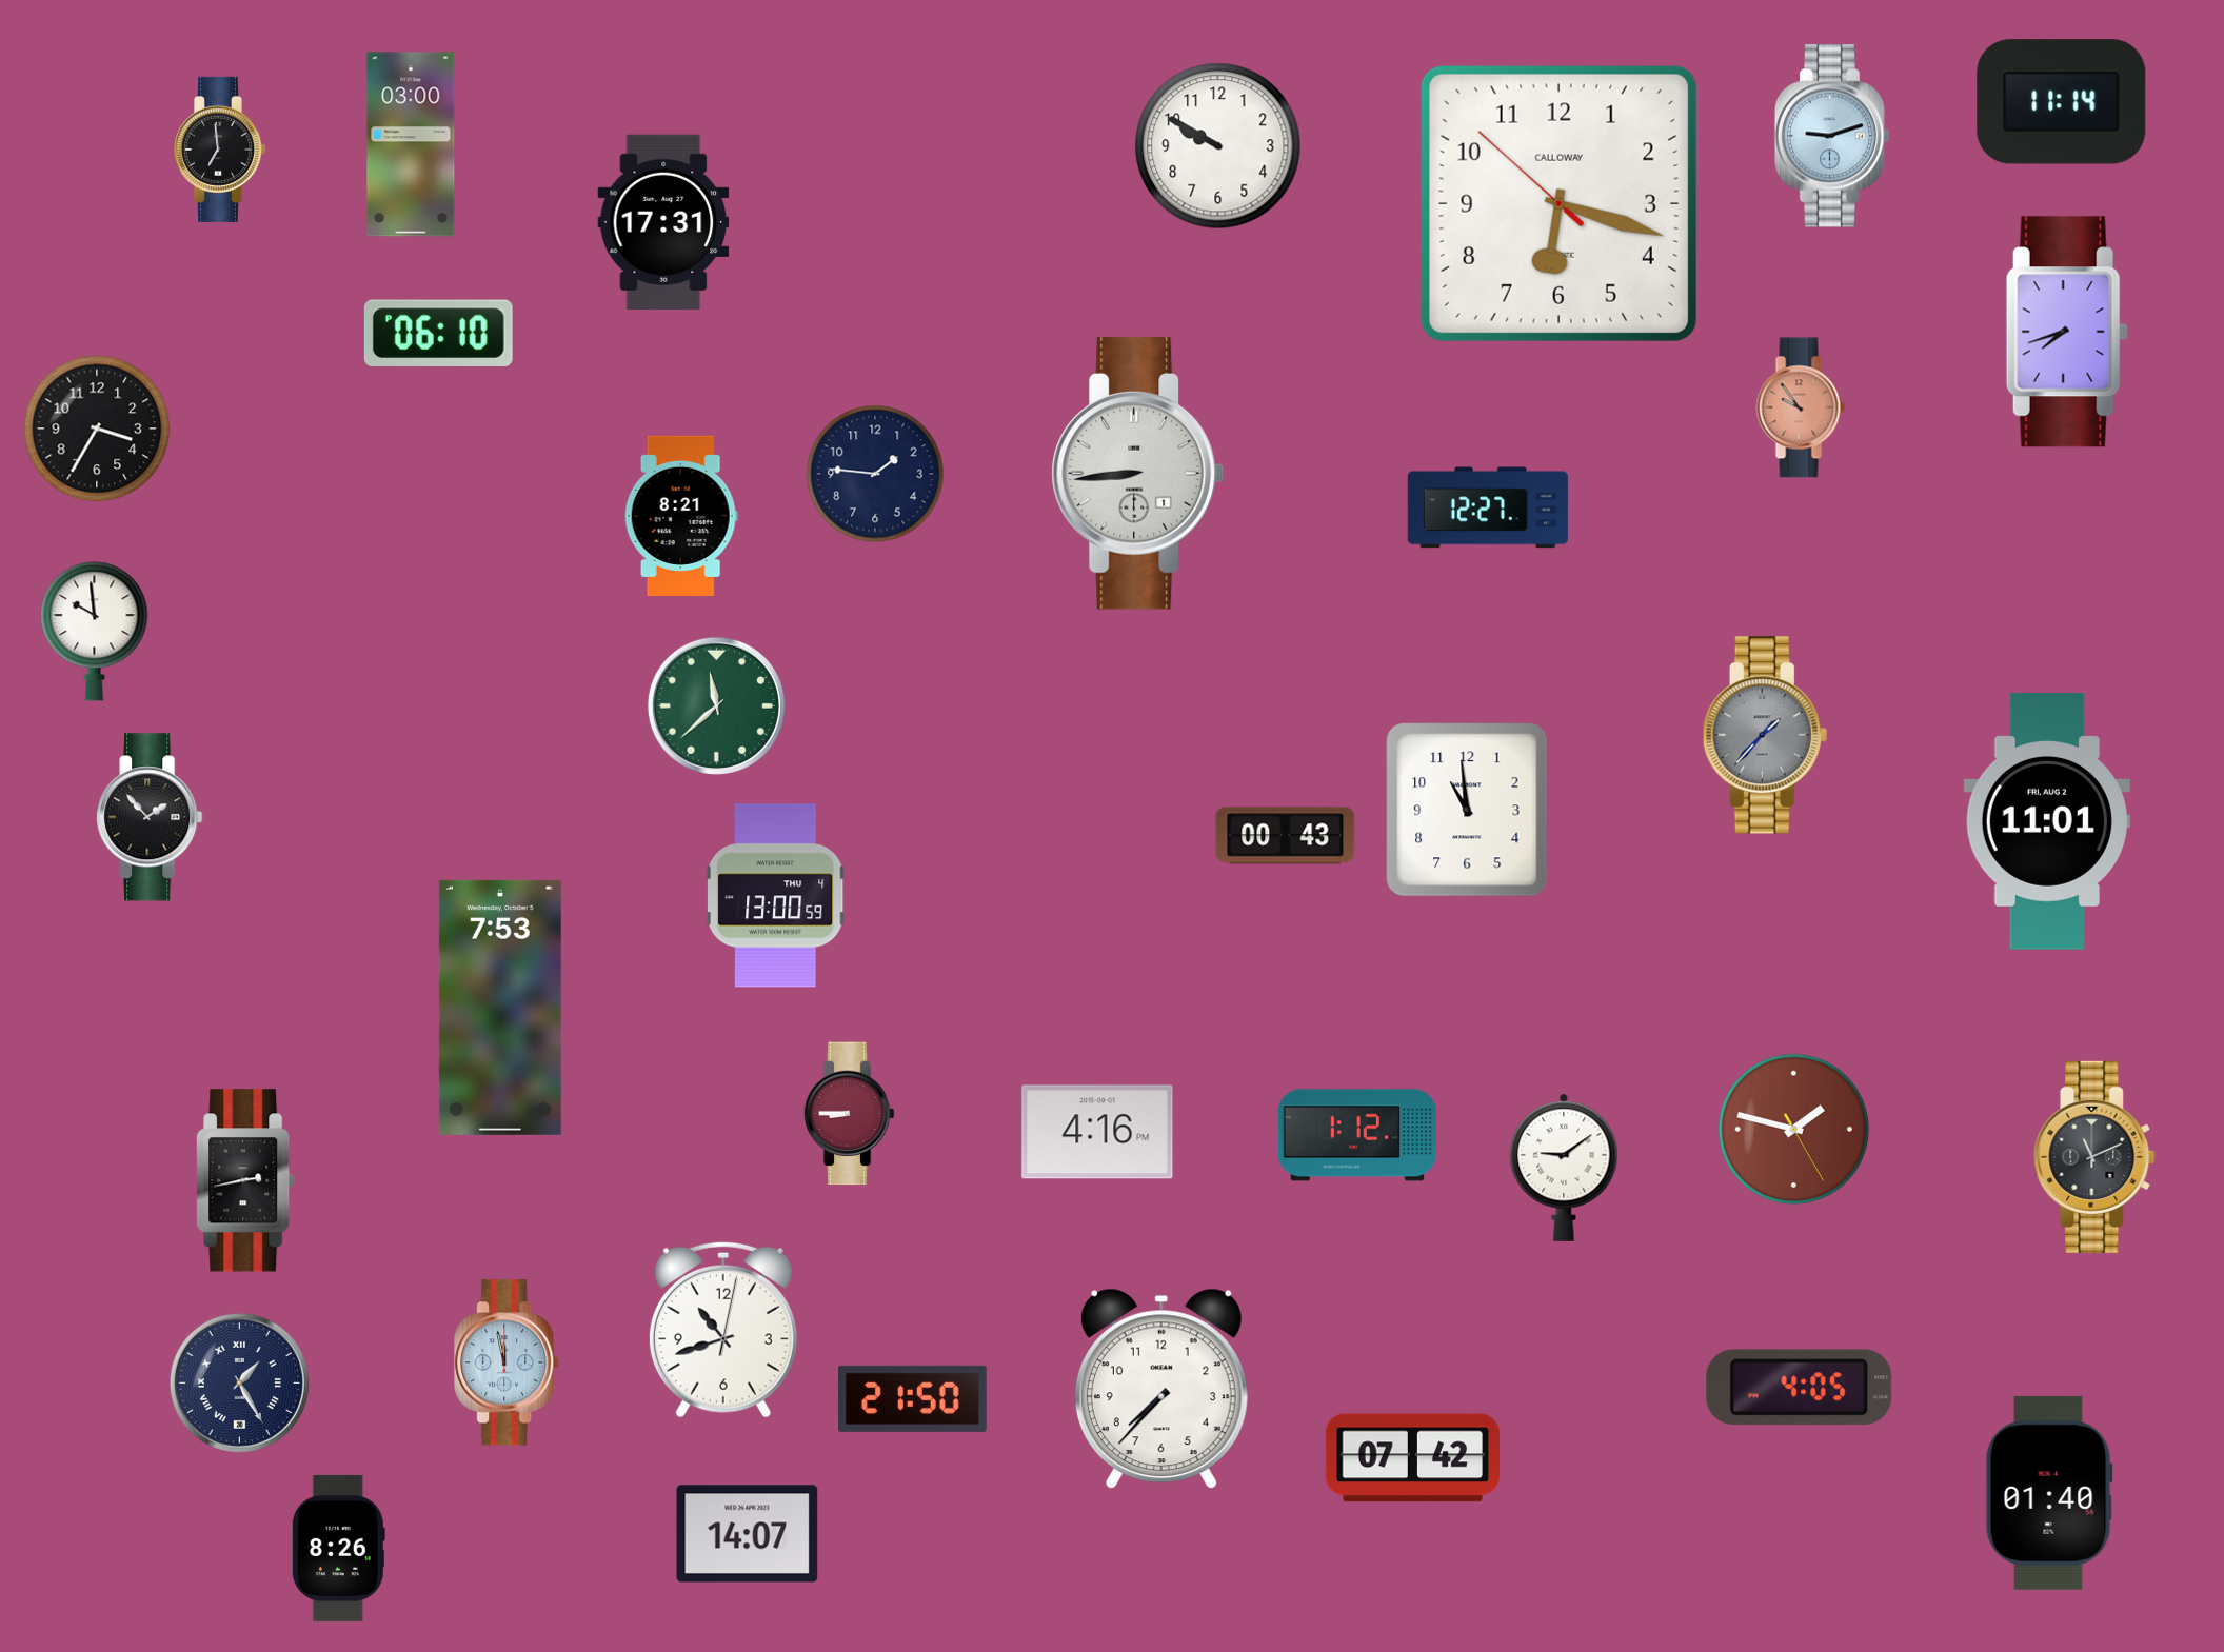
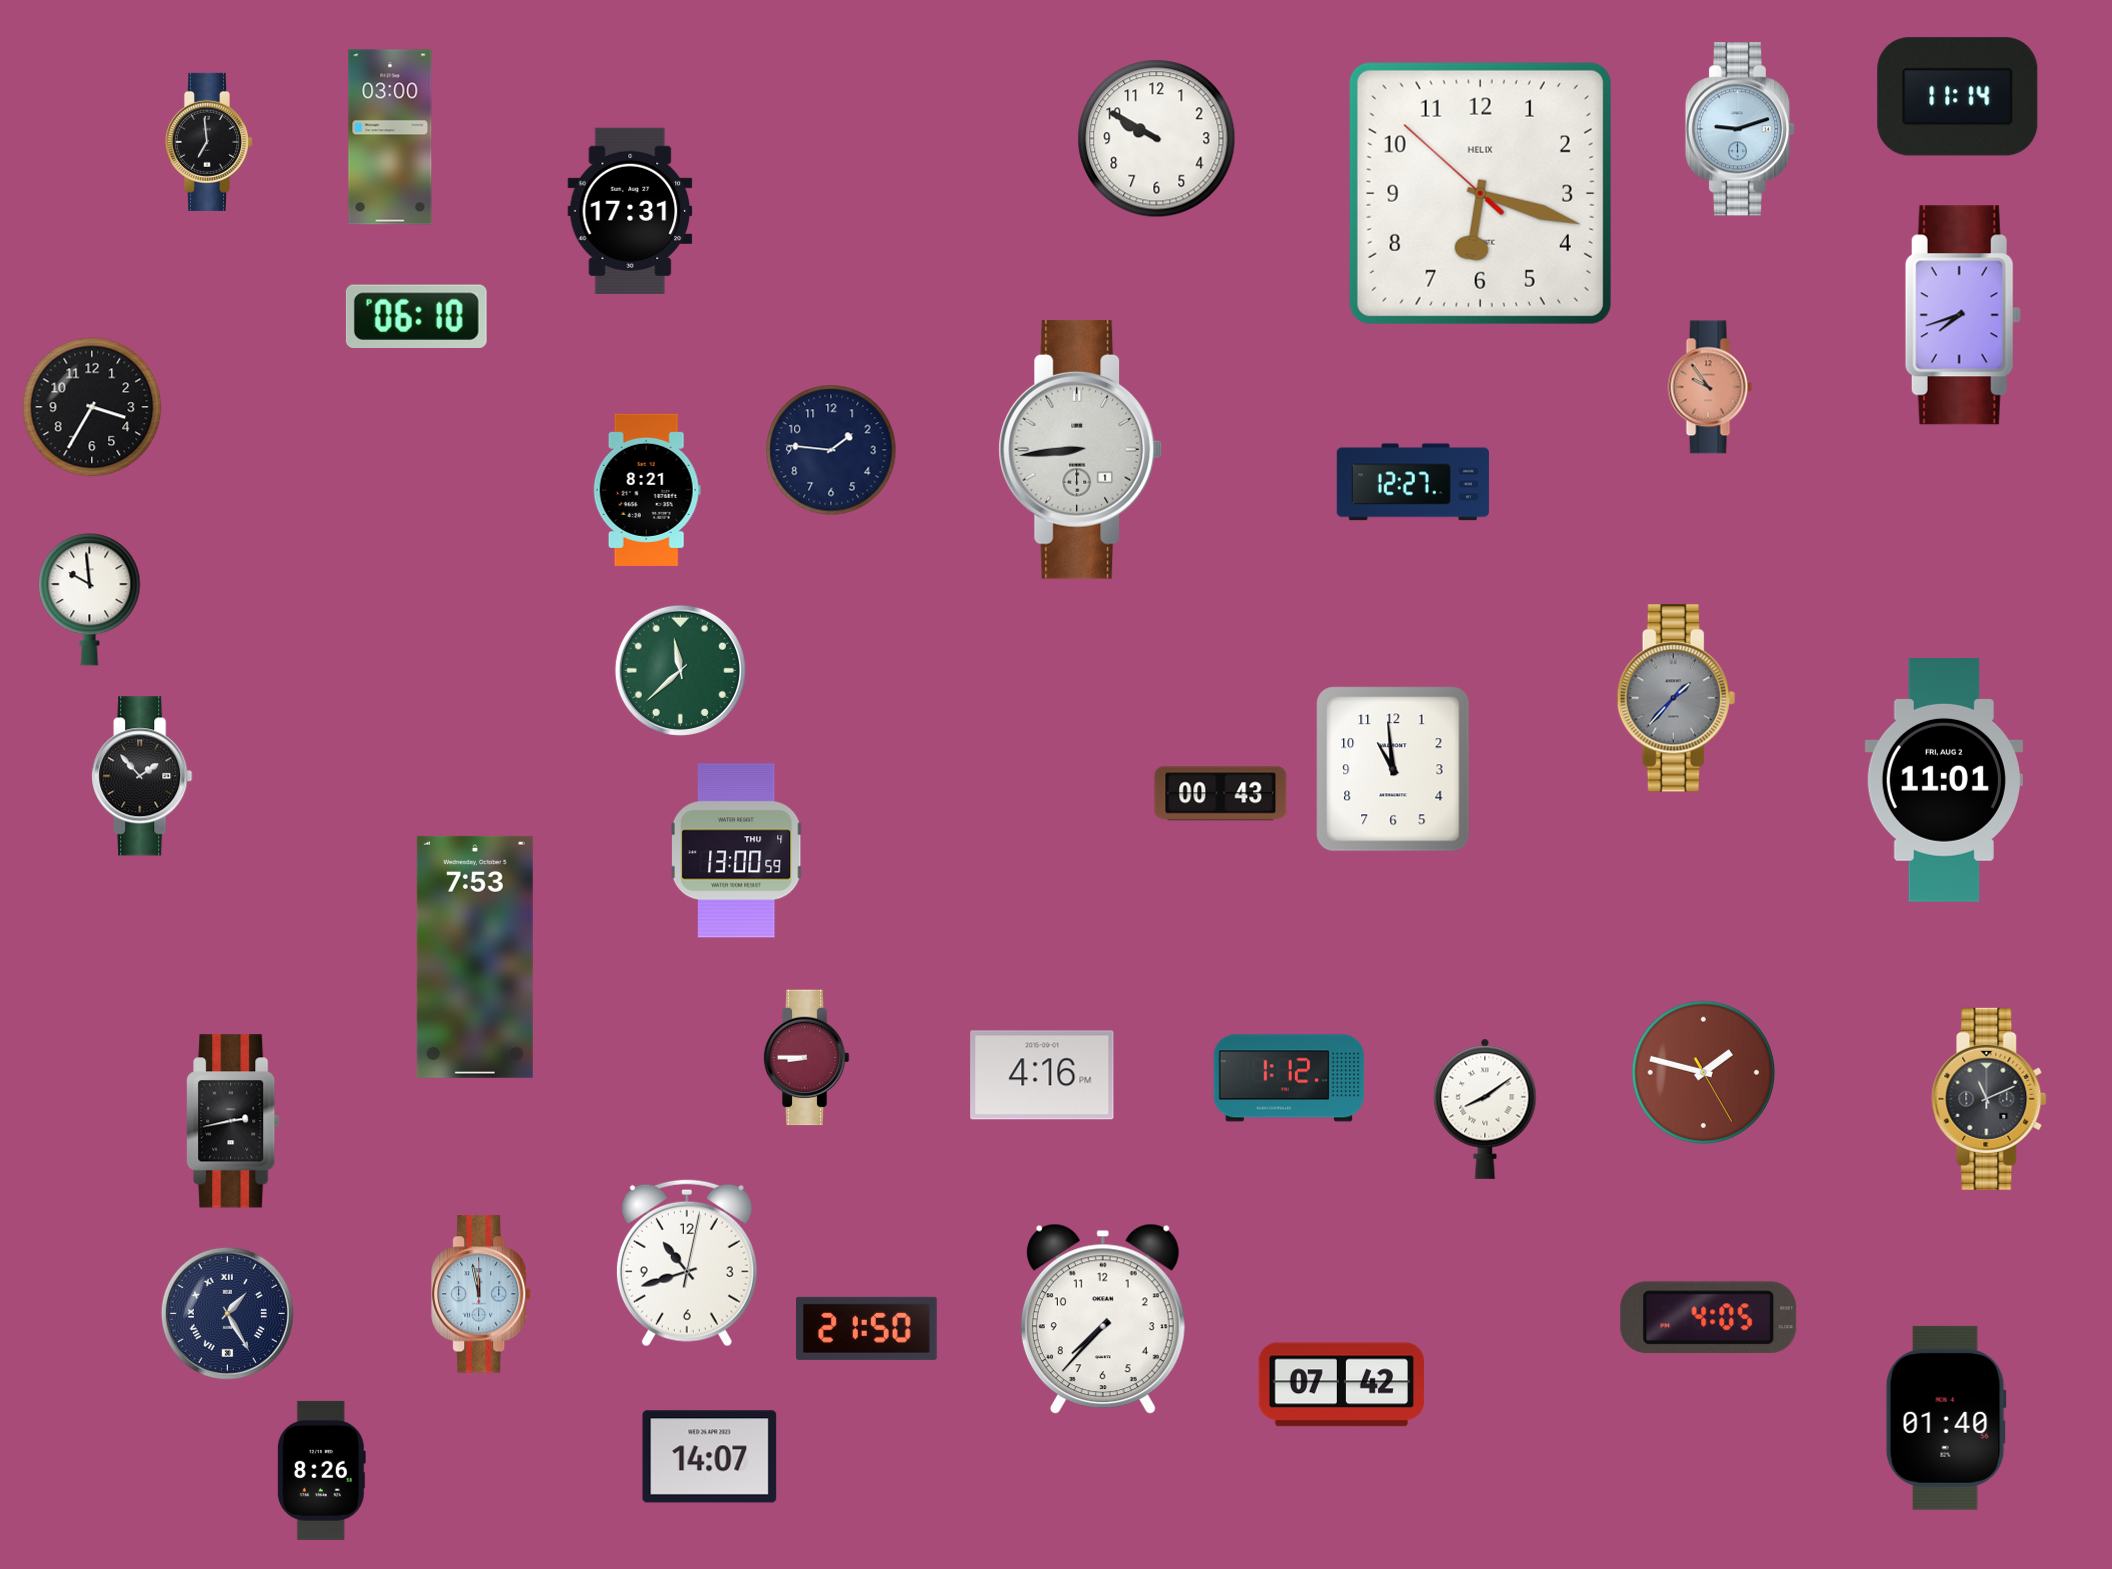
clock at (1558, 203) brand: CALLOWAY -> HELIX
clock at (1564, 1168): 9:09 -> 8:09
